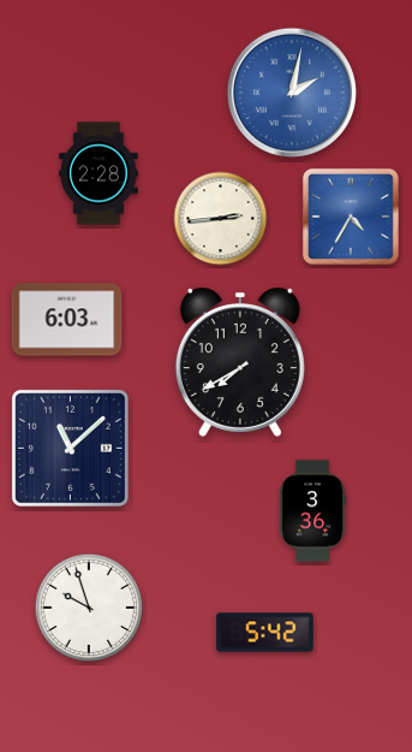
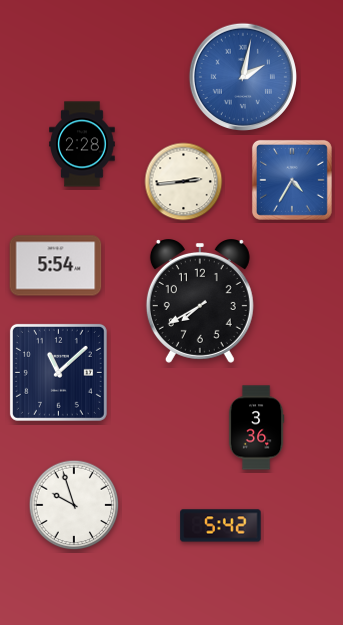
clock at (67, 320): 6:03 -> 5:54
clock at (312, 511) position: (312, 511) -> (256, 428)
